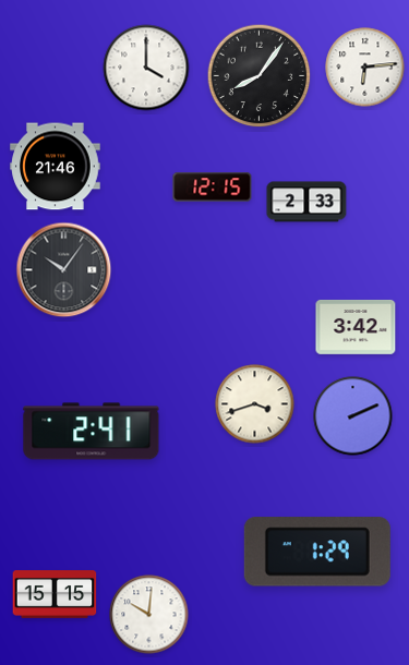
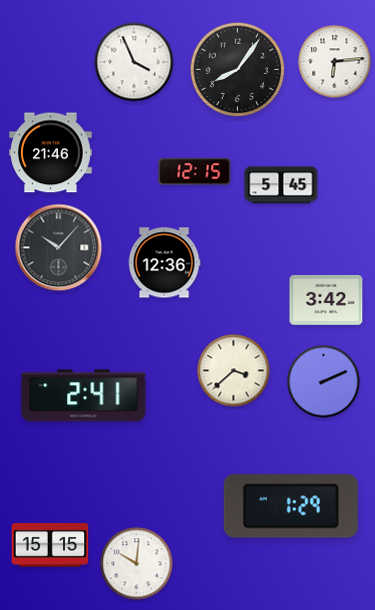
clock at (146, 68): 4:00 -> 3:56
clock at (306, 202): 2:33 -> 5:45
clock at (64, 270): 10:06 -> 10:07
clock at (164, 263): none -> 12:36
clock at (255, 404): 3:42 -> 3:38
